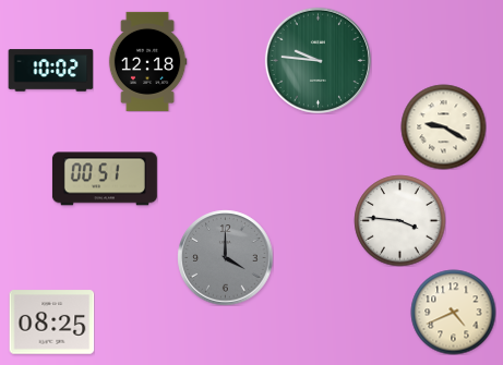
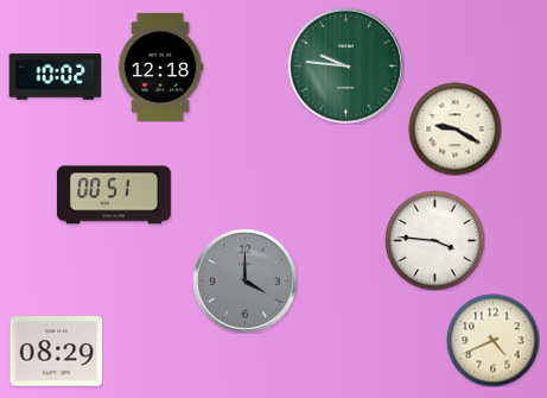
clock at (443, 126) position: (443, 126) -> (454, 128)
clock at (51, 323): 08:25 -> 08:29
